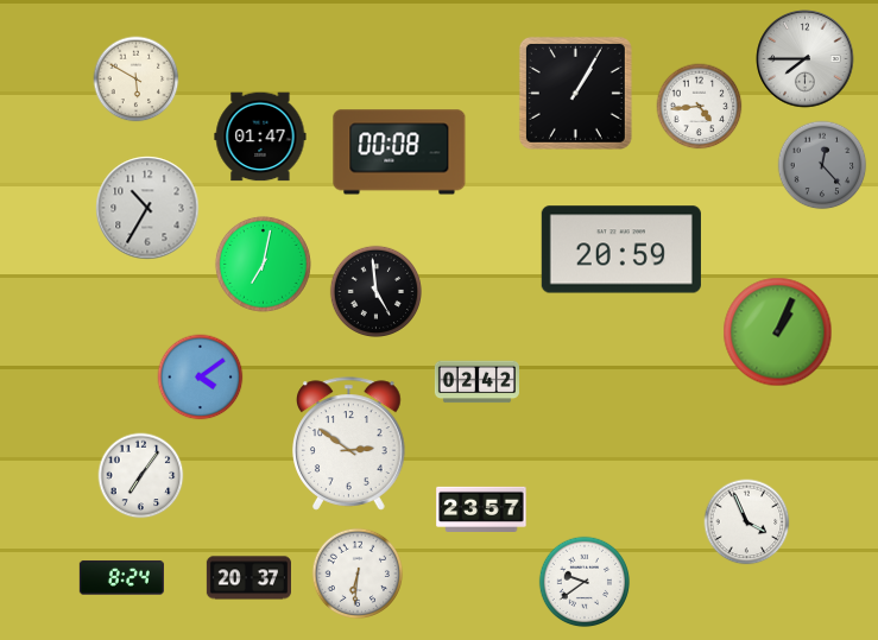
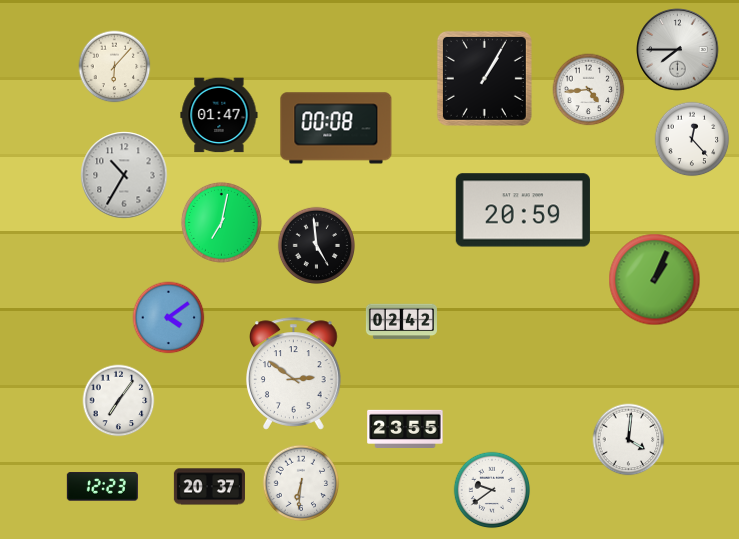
clock at (137, 80): 5:50 -> 6:07
clock at (822, 165) dial: grey -> white
clock at (481, 508): 23:57 -> 23:55
clock at (747, 522): 3:56 -> 4:01
clock at (121, 578): 8:24 -> 12:23
